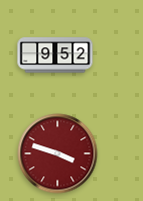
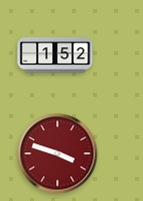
clock at (55, 55): 9:52 -> 1:52
